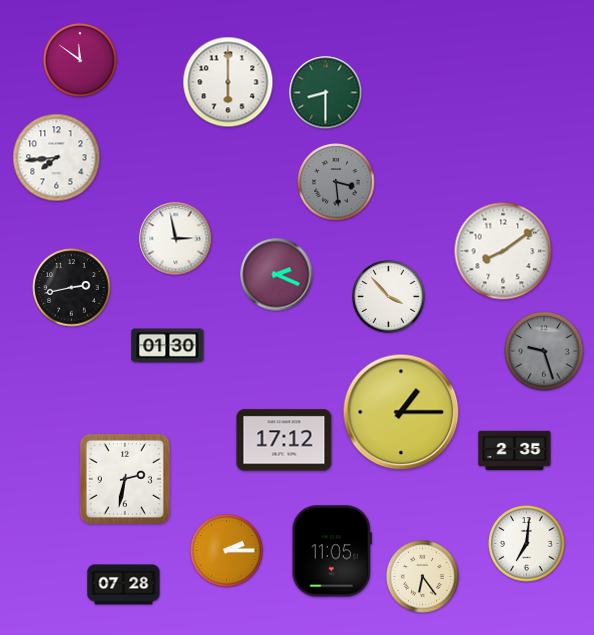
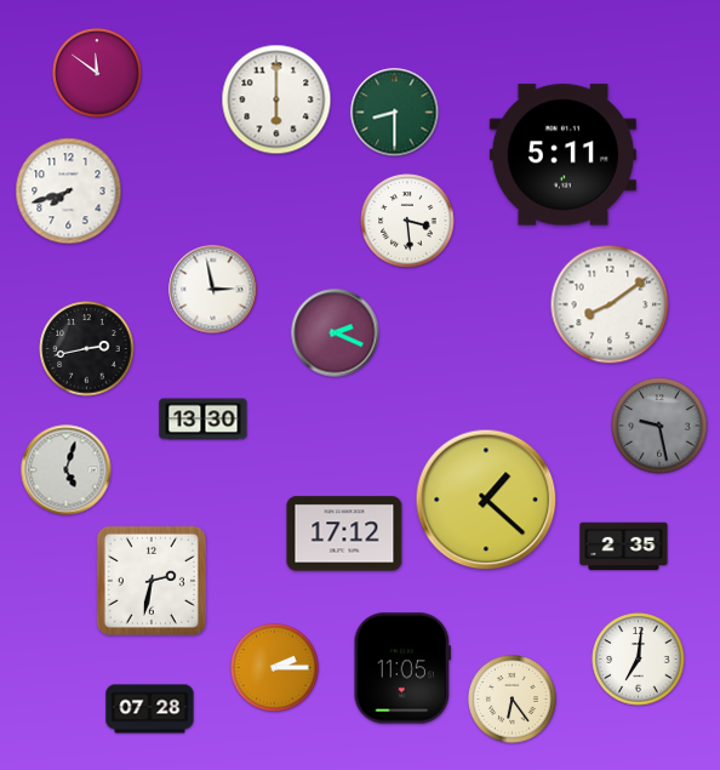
clock at (562, 155): none -> 5:11
clock at (57, 158): 7:44 -> 7:42
clock at (336, 182) dial: grey -> white
clock at (389, 297): 3:53 -> none
clock at (168, 346): 01:30 -> 13:30
clock at (544, 351): 9:27 -> 9:28
clock at (67, 470): none -> 5:03
clock at (401, 412): 1:15 -> 1:22
